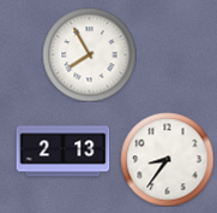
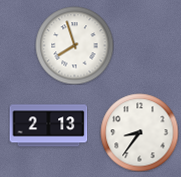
clock at (89, 54): 7:55 -> 7:57
clock at (62, 152) position: (62, 152) -> (48, 126)
